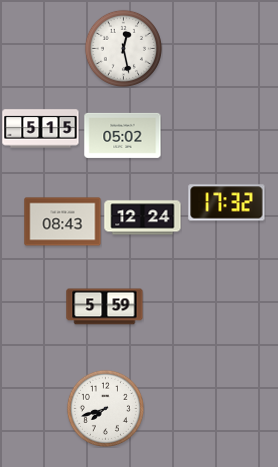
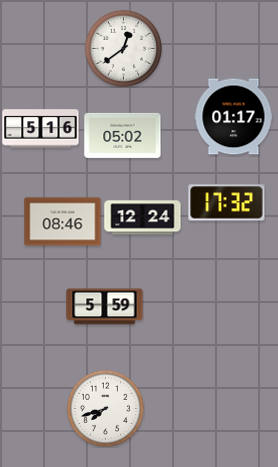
clock at (123, 48): 12:28 -> 12:39
clock at (234, 117): none -> 01:17
clock at (41, 129): 5:15 -> 5:16
clock at (63, 222): 08:43 -> 08:46
